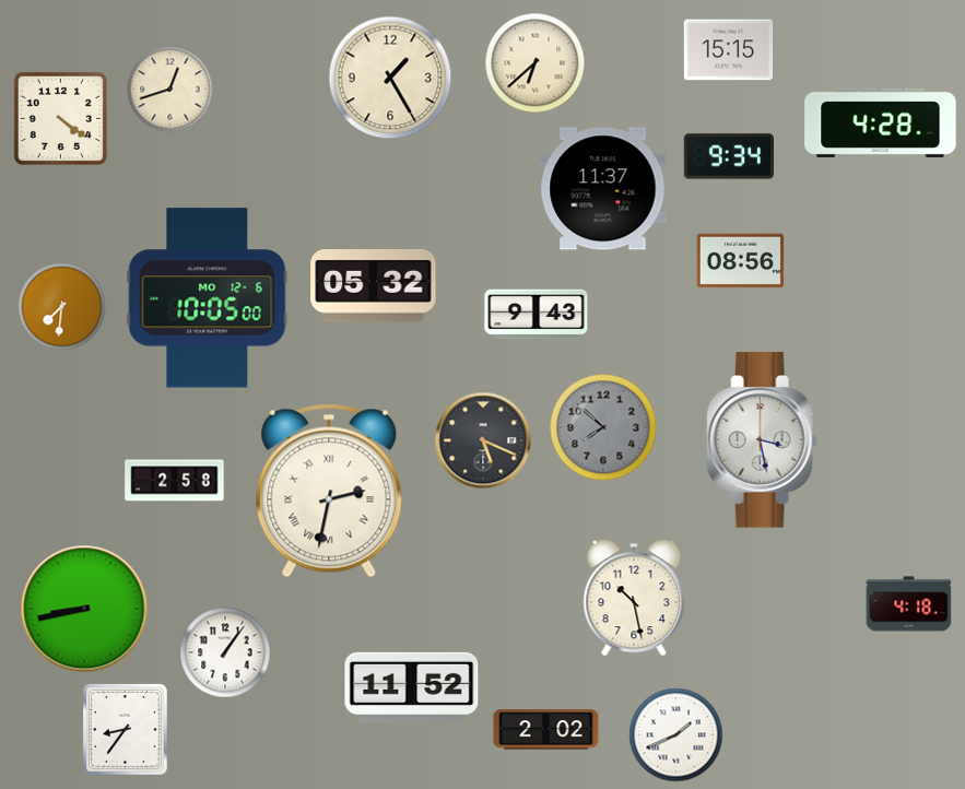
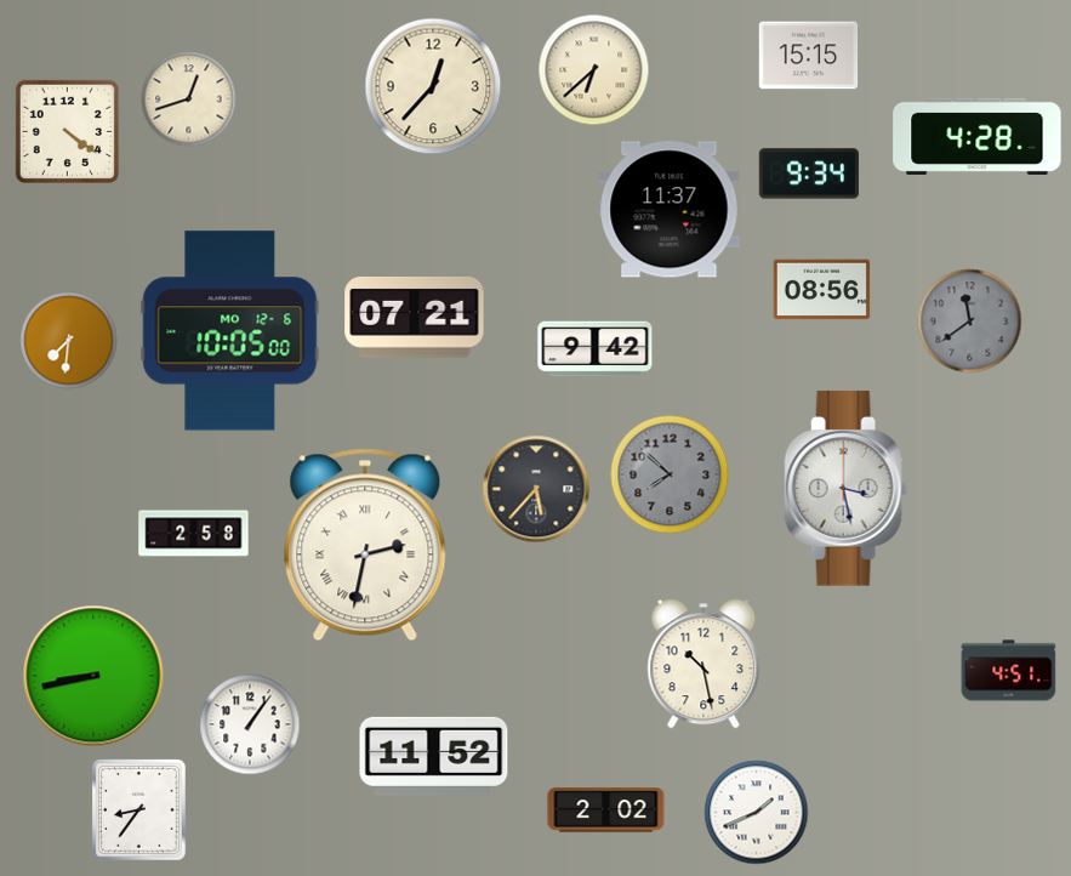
clock at (390, 78): 1:25 -> 12:37
clock at (374, 286): 05:32 -> 07:21
clock at (970, 322): none -> 11:39
clock at (537, 315): 9:43 -> 9:42
clock at (483, 440): 5:19 -> 5:37
clock at (909, 604): 4:18 -> 4:51
clock at (412, 687) position: (412, 687) -> (434, 756)
clock at (676, 735) position: (676, 735) -> (757, 813)
